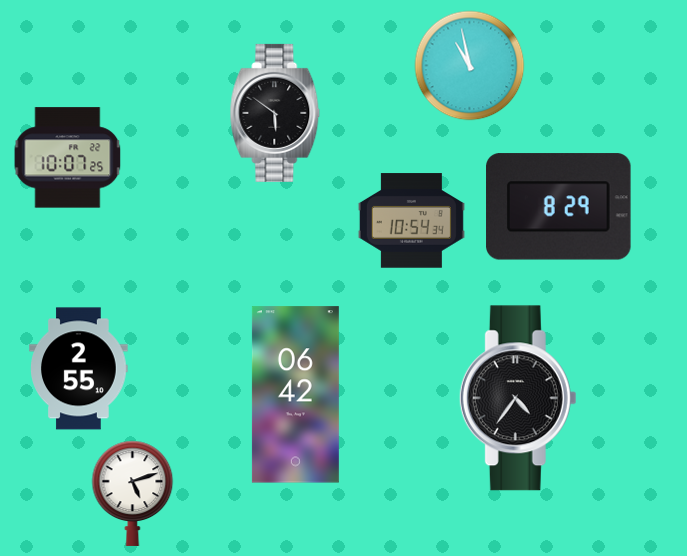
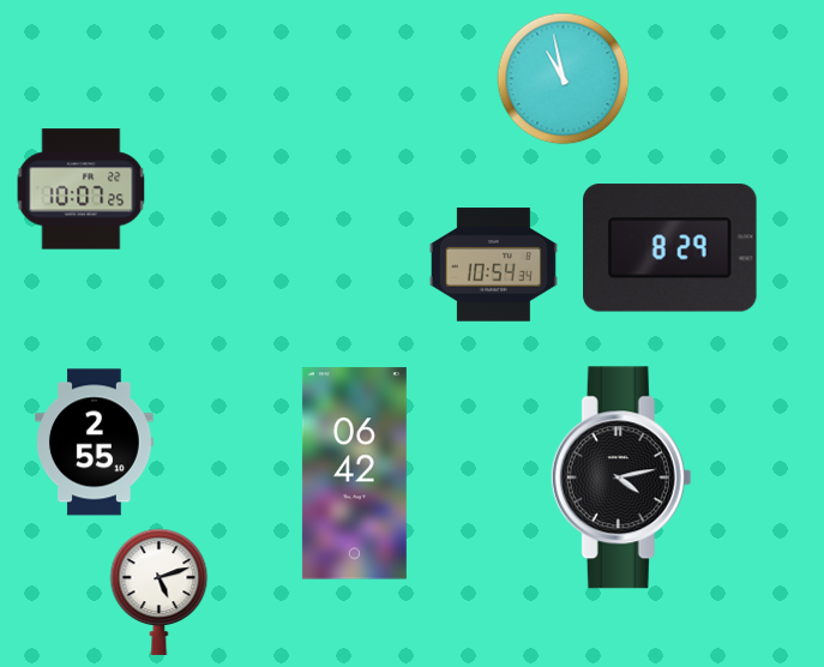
clock at (275, 113): 5:51 -> none
clock at (518, 398): 4:36 -> 4:13
